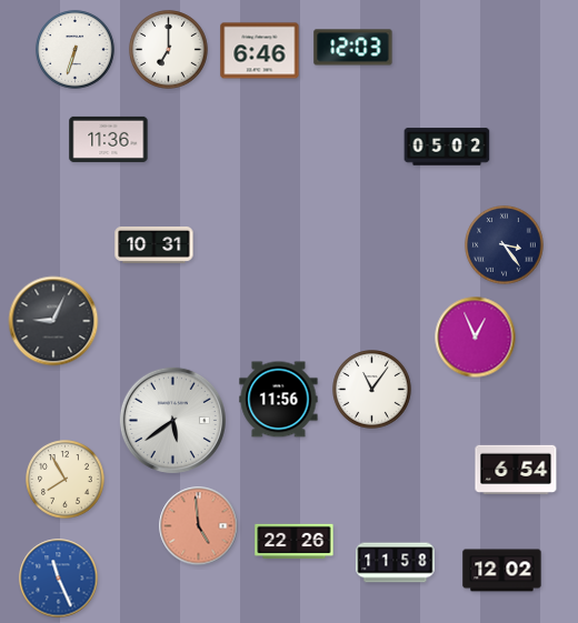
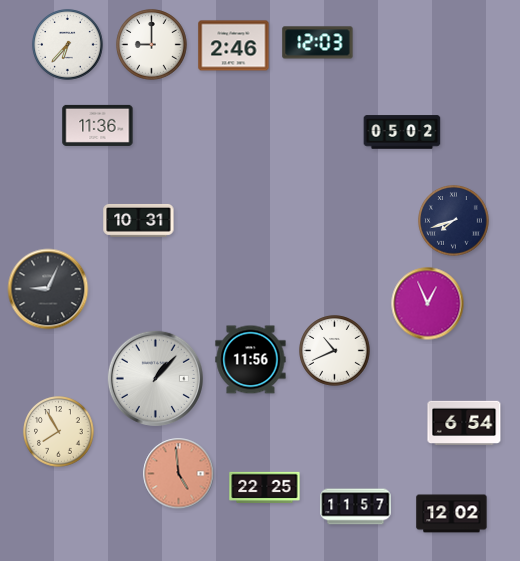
clock at (76, 50): 6:33 -> 6:37
clock at (169, 50): 7:00 -> 9:00
clock at (260, 51): 6:46 -> 2:46
clock at (505, 245): 3:24 -> 7:42
clock at (372, 390): 11:06 -> 10:41
clock at (172, 420): 5:39 -> 1:07
clock at (295, 541): 22:26 -> 22:25
clock at (396, 563): 11:58 -> 11:57
clock at (59, 579): 11:26 -> none
